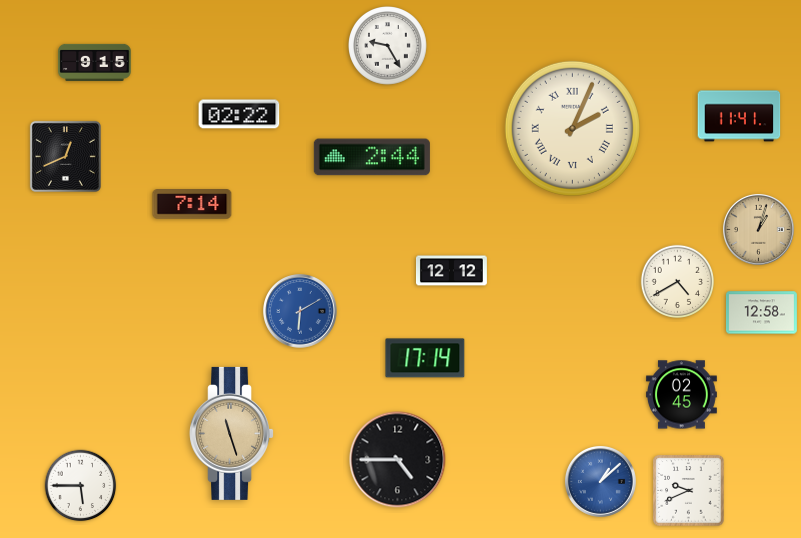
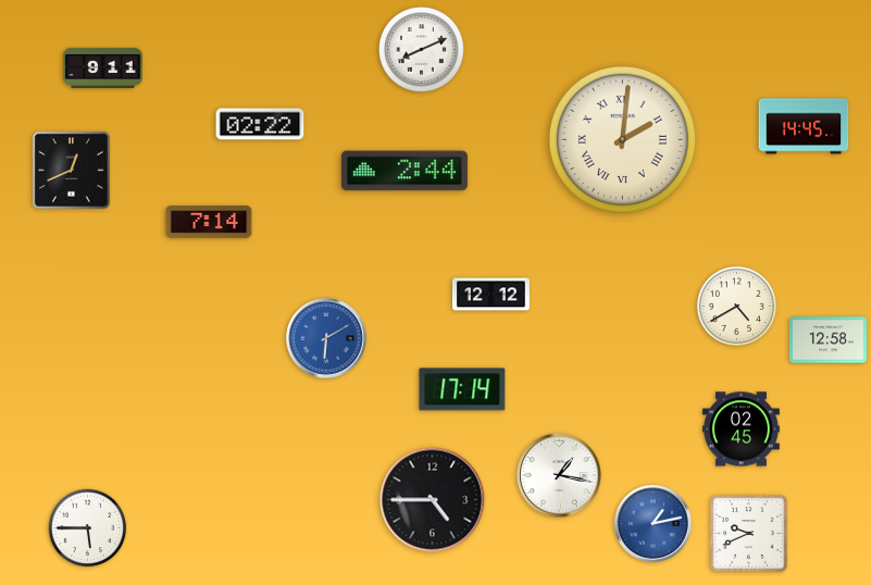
clock at (388, 46): 9:25 -> 8:11
clock at (95, 62): 9:15 -> 9:11
clock at (739, 116): 11:41 -> 14:45
clock at (572, 128): 2:04 -> 2:01
clock at (758, 229): 1:03 -> none
clock at (232, 433): 11:27 -> none
clock at (559, 475): none -> 1:17
clock at (600, 481): 1:08 -> 1:13
